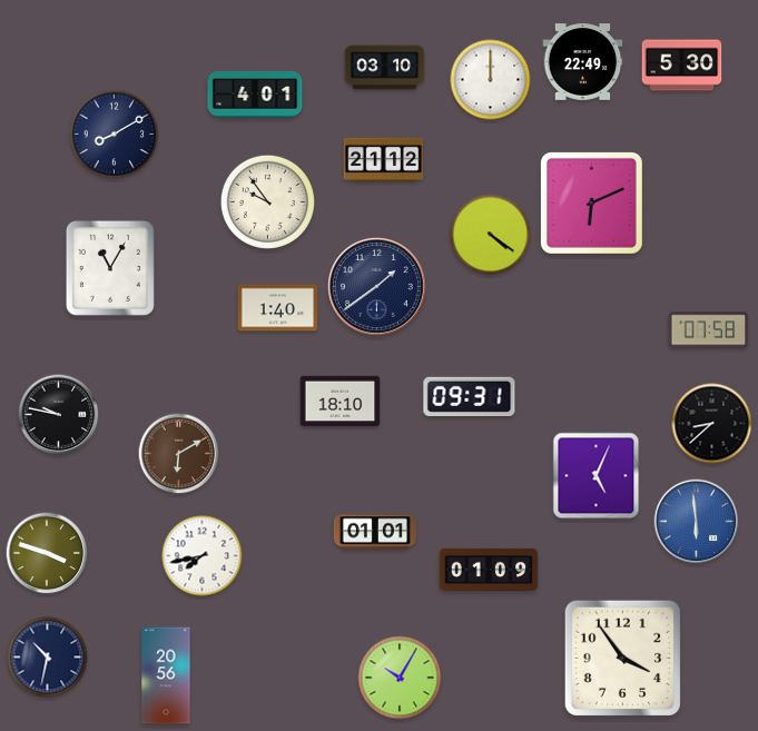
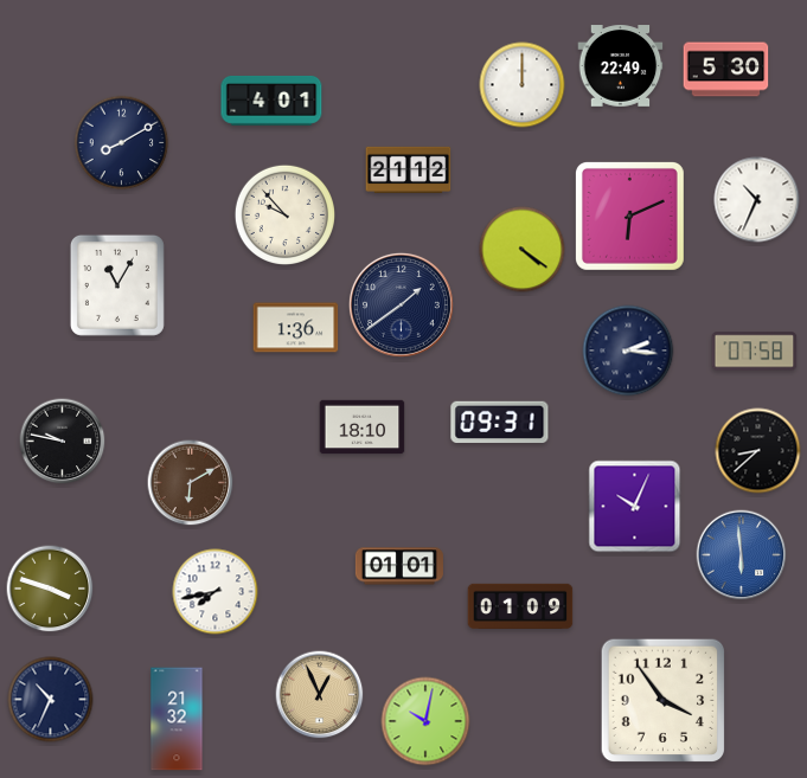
clock at (385, 68): 03:10 -> none
clock at (757, 200): none -> 10:34
clock at (267, 201): 9:54 -> 9:53
clock at (278, 308): 1:40 -> 1:36
clock at (628, 351): none -> 2:16
clock at (597, 476): 5:04 -> 10:04
clock at (320, 695): none -> 12:56
clock at (48, 658): 10:32 -> 10:34
clock at (166, 675): 20:56 -> 21:32
clock at (400, 678): 10:05 -> 10:02
